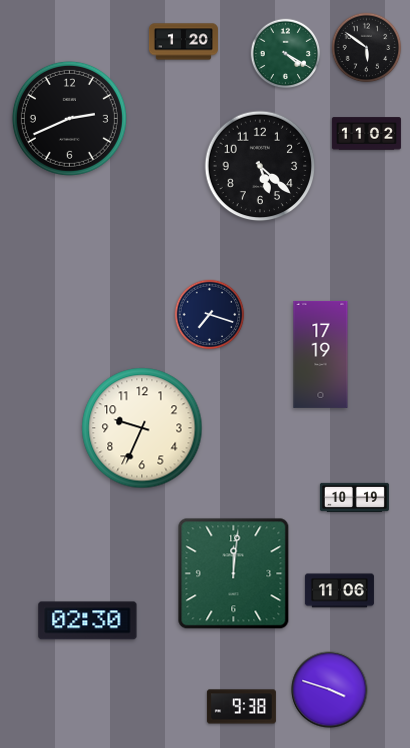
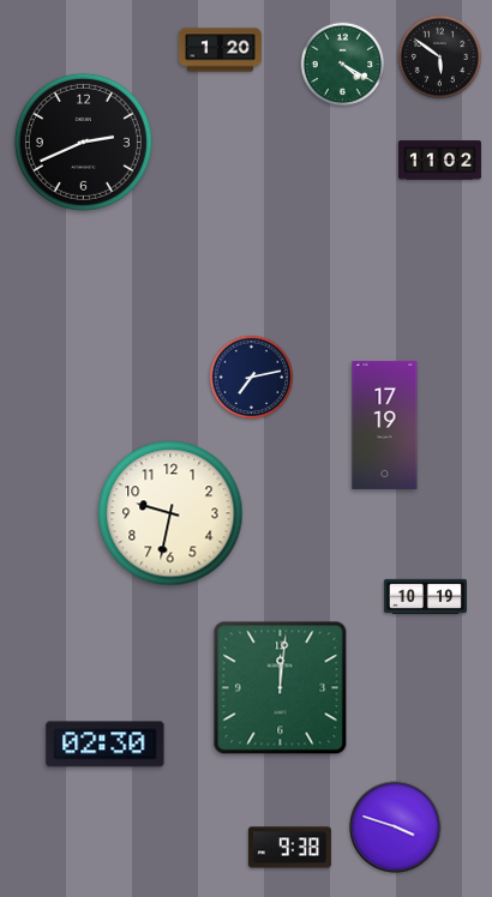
clock at (260, 166): 5:22 -> none
clock at (210, 315): 7:18 -> 7:13
clock at (142, 428): 9:34 -> 9:32
clock at (339, 591): 11:06 -> none
